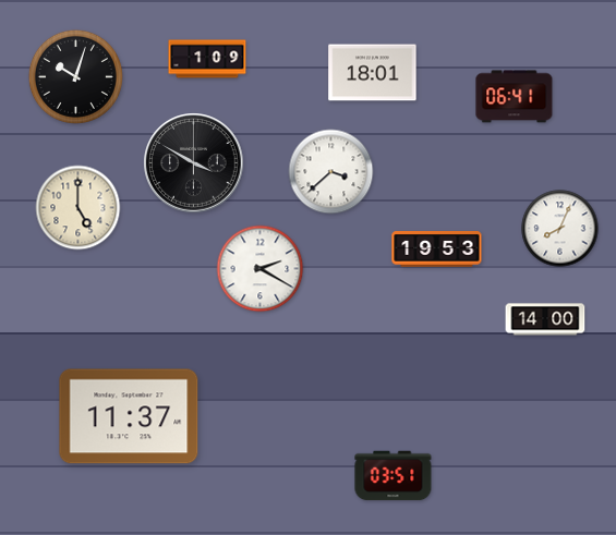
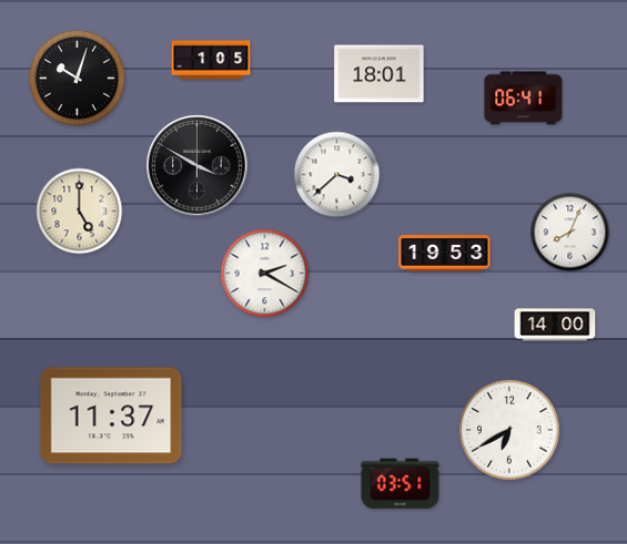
clock at (207, 59): 1:09 -> 1:05
clock at (129, 416) position: (129, 416) -> (111, 415)
clock at (509, 430): none -> 6:40
